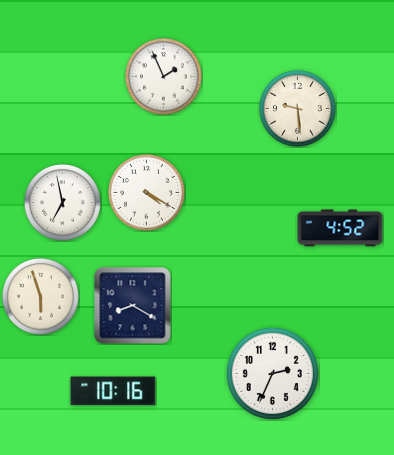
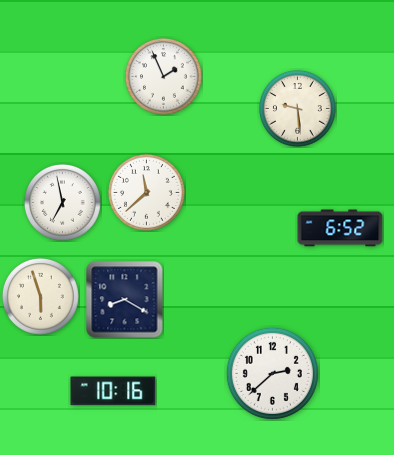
clock at (147, 193): 4:20 -> 11:38
clock at (340, 228): 4:52 -> 6:52
clock at (133, 306) position: (133, 306) -> (125, 300)
clock at (272, 373): 2:34 -> 2:38
